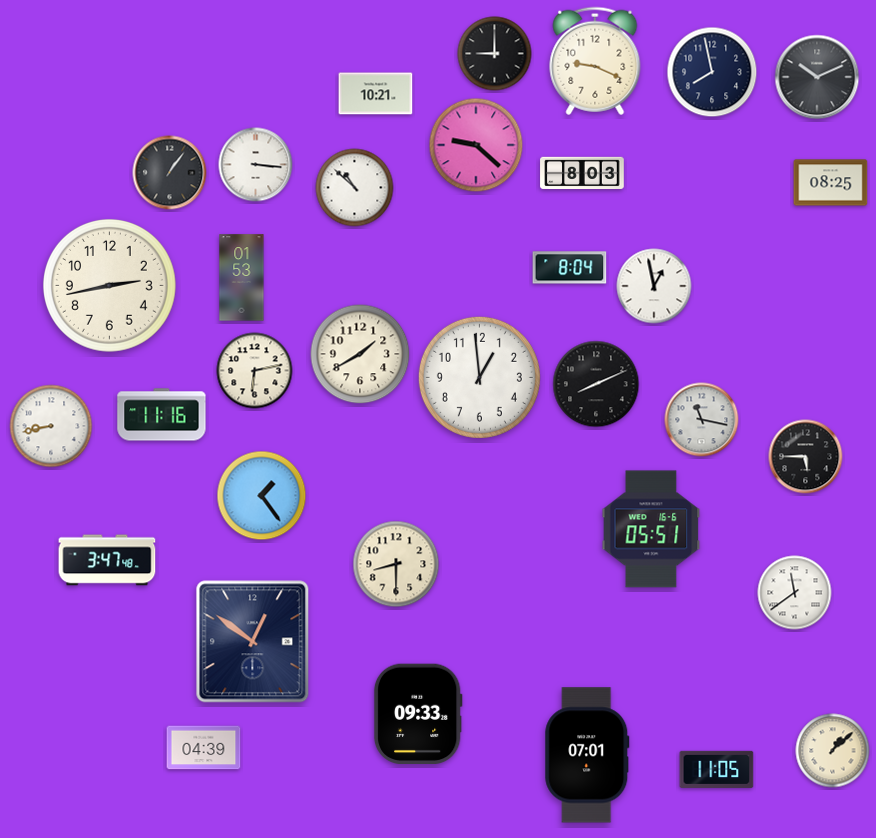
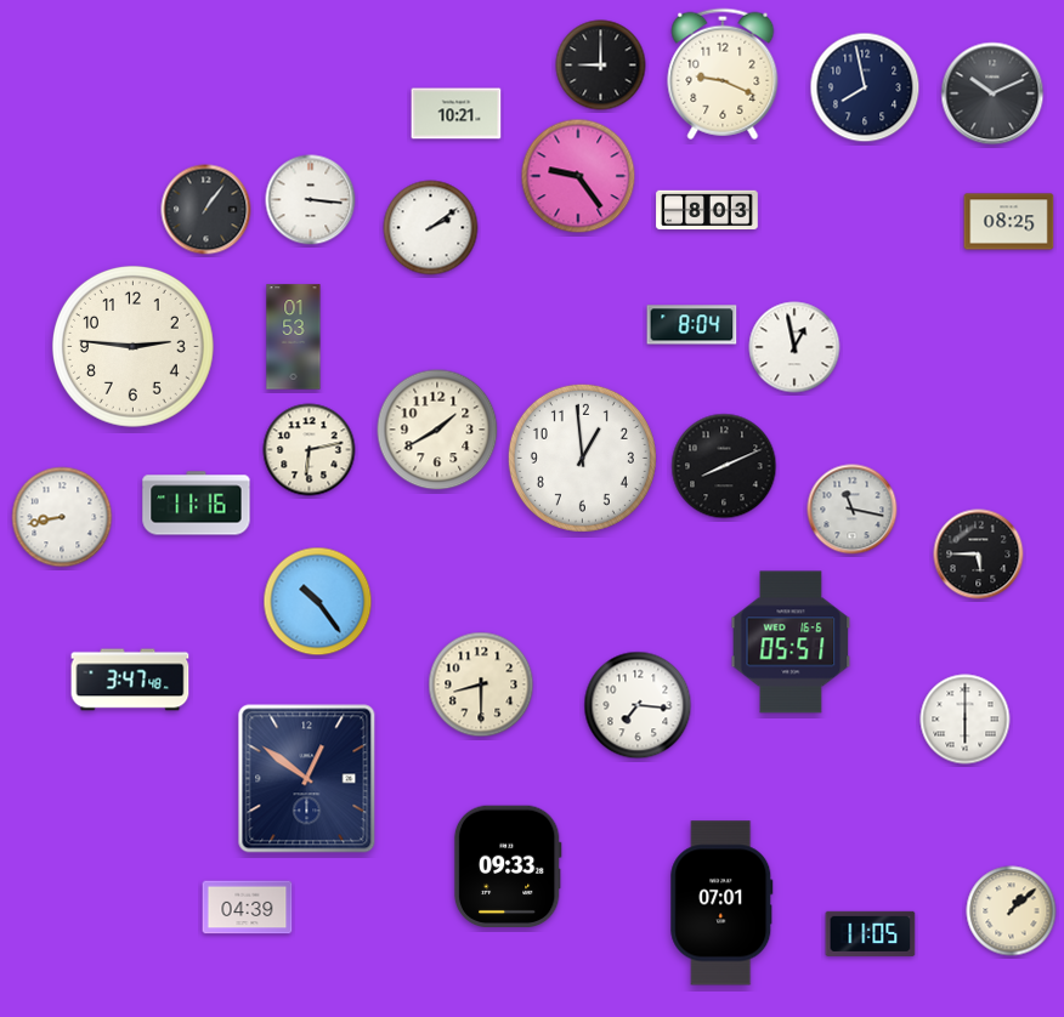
clock at (476, 145): 9:22 -> 9:24
clock at (355, 188): 10:52 -> 2:09
clock at (109, 285): 2:43 -> 2:46
clock at (262, 496): 1:24 -> 10:24
clock at (638, 705): none -> 7:16
clock at (795, 593): 11:39 -> 6:00
clock at (587, 755) position: (587, 755) -> (721, 903)
